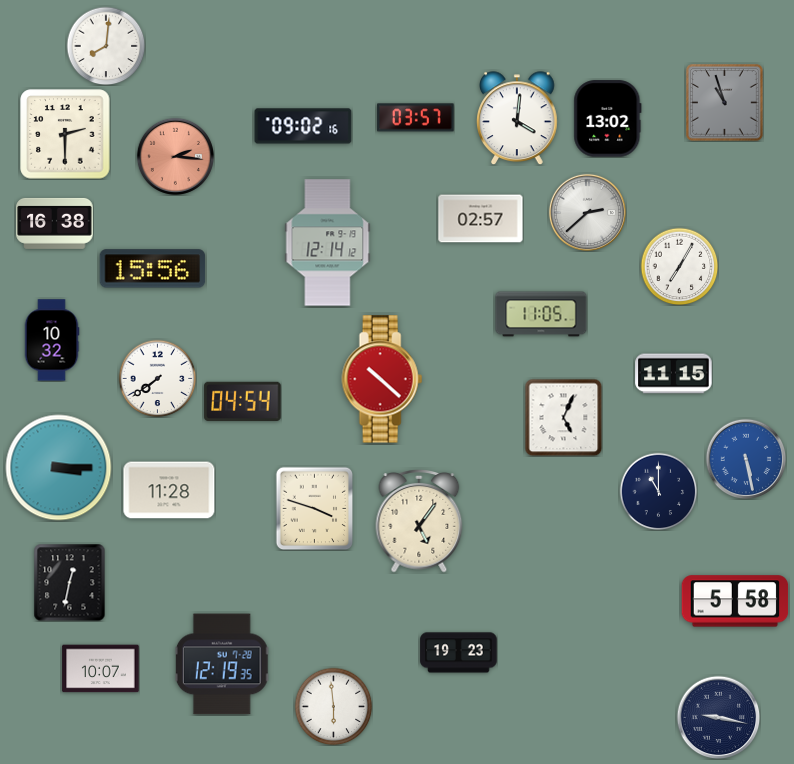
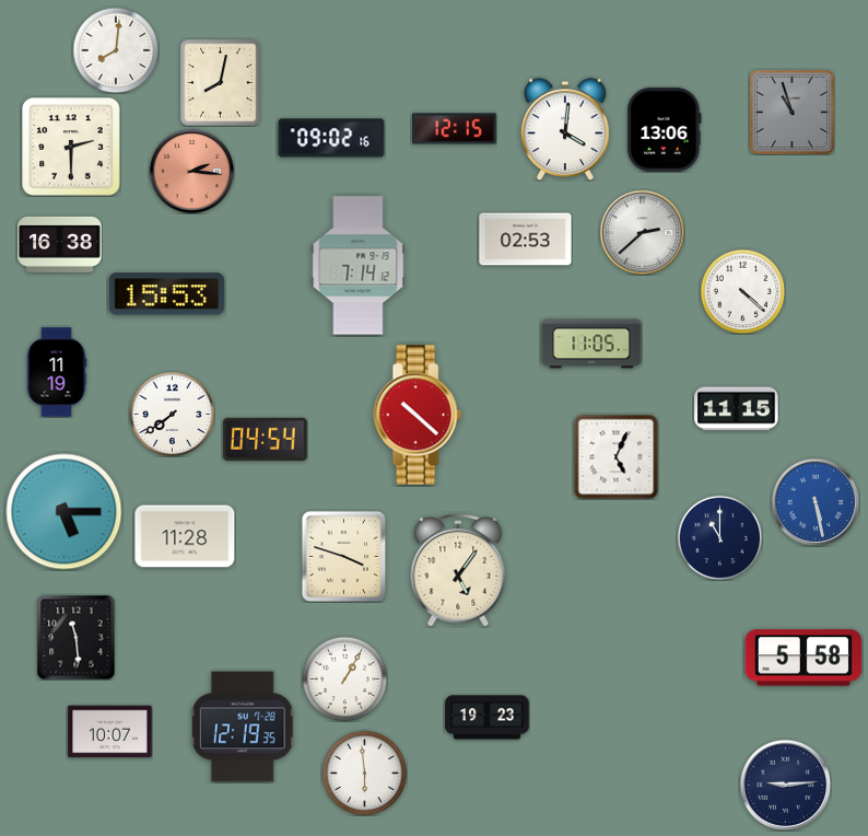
clock at (221, 83): none -> 8:02
clock at (416, 118): 03:57 -> 12:15
clock at (608, 119): 13:02 -> 13:06
clock at (481, 219): 02:57 -> 02:53
clock at (328, 243): 12:14 -> 7:14
clock at (679, 266): 7:05 -> 4:22
clock at (153, 269): 15:56 -> 15:53
clock at (52, 340): 10:32 -> 11:19
clock at (59, 468): 3:15 -> 5:15
clock at (70, 582): 12:32 -> 11:29
clock at (344, 678): none -> 1:05
clock at (459, 653) position: (459, 653) -> (488, 718)
clock at (718, 717): 9:17 -> 9:14
